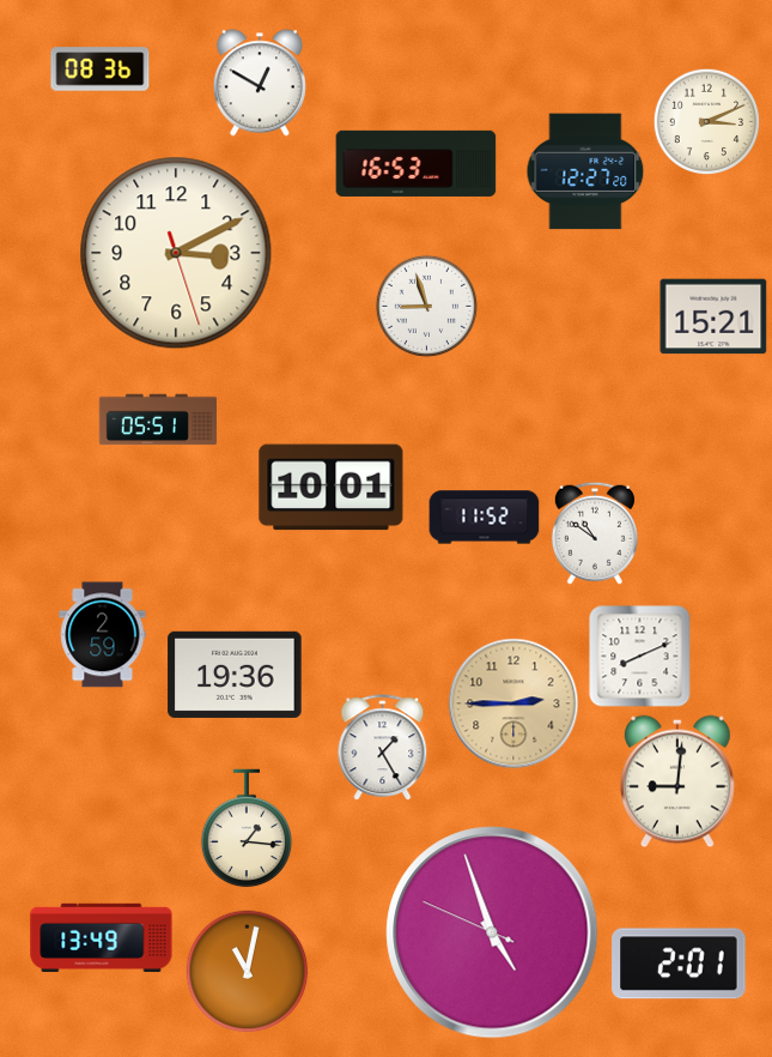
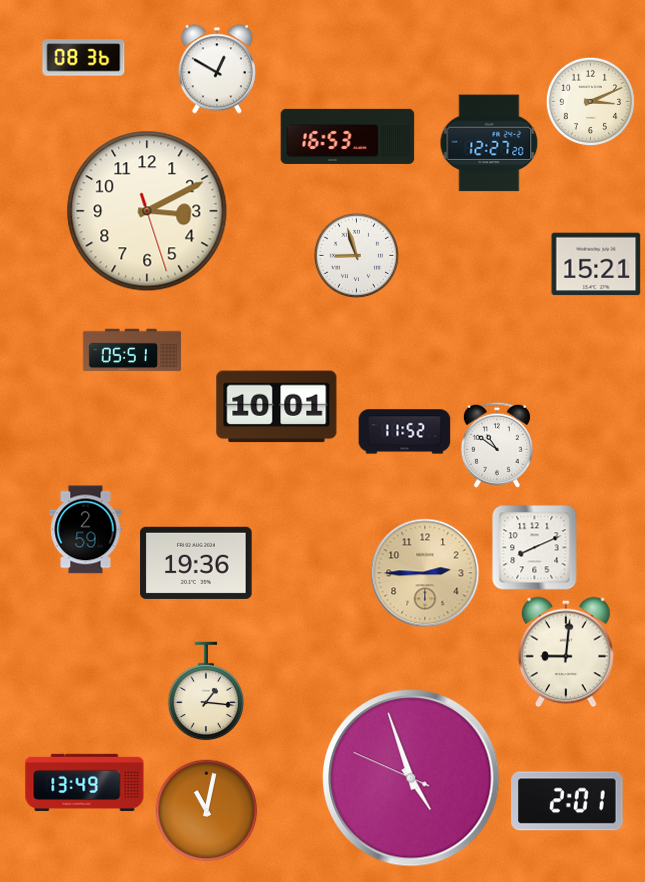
clock at (513, 703) position: (513, 703) -> (425, 573)
clock at (383, 748): 1:25 -> none
clock at (679, 964) position: (679, 964) -> (567, 801)
